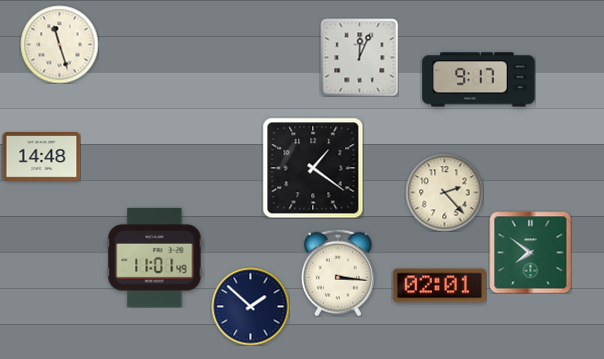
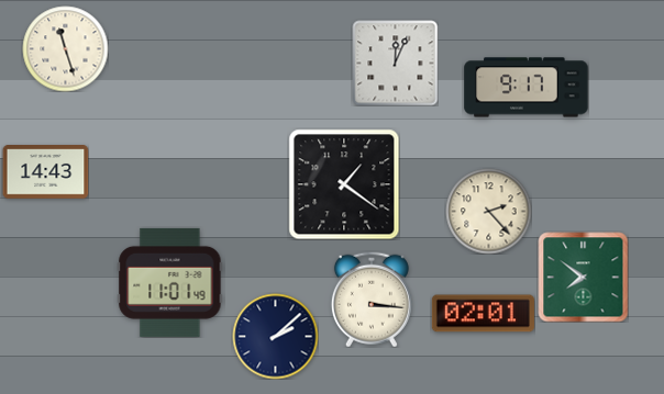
clock at (41, 157): 14:48 -> 14:43
clock at (250, 306): 1:52 -> 2:08
